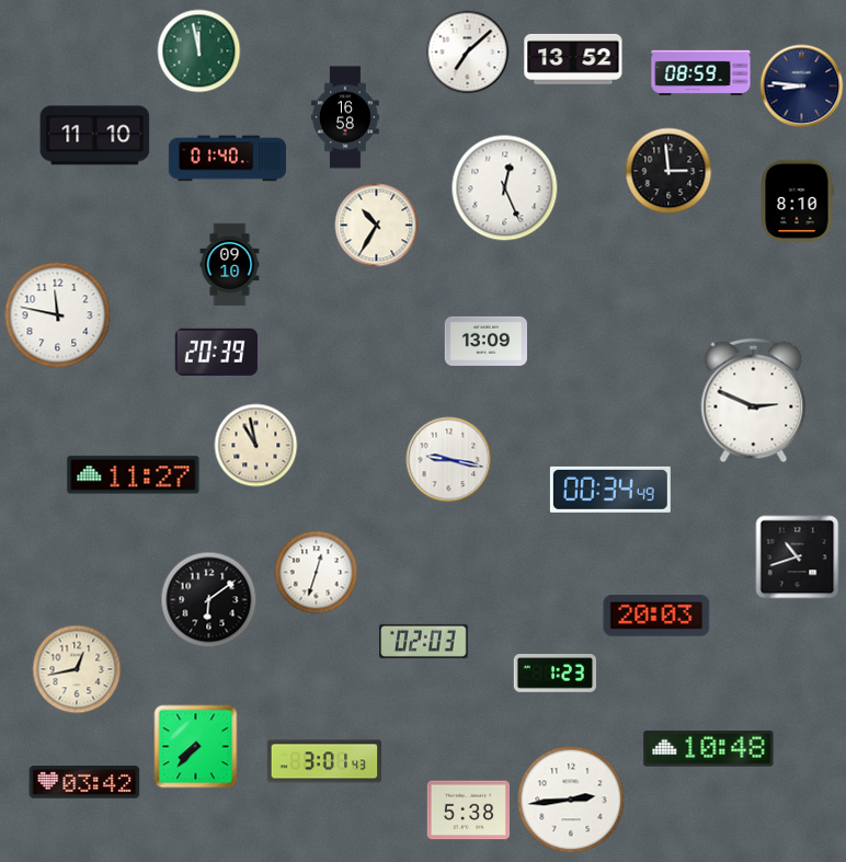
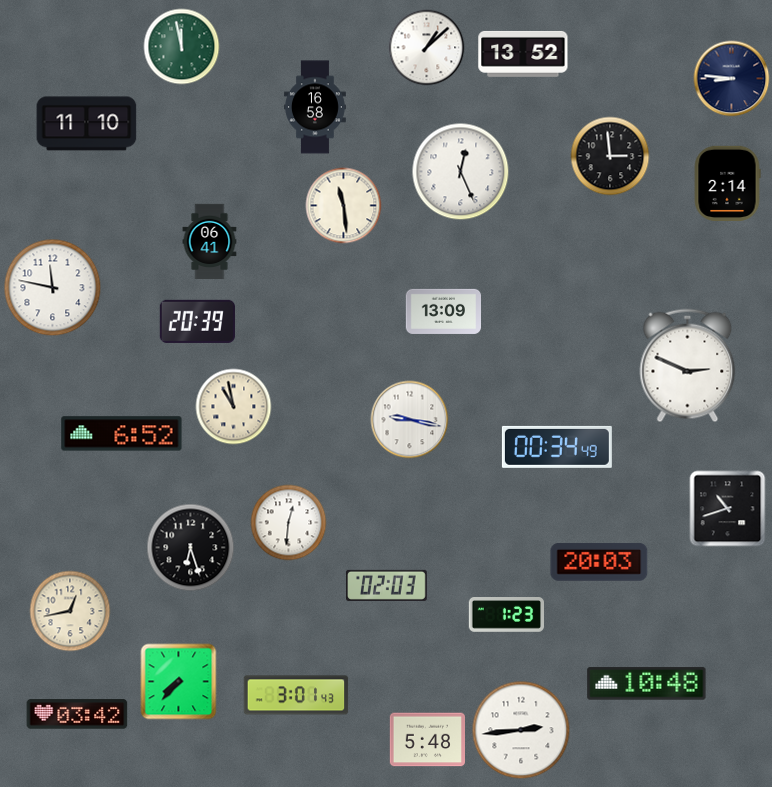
clock at (468, 53): 7:08 -> 1:08
clock at (701, 72): 08:59 -> none
clock at (227, 159): 01:40 -> none
clock at (797, 200): 8:10 -> 2:14
clock at (377, 226): 10:35 -> 11:29
clock at (230, 265): 09:10 -> 06:41
clock at (134, 475): 11:27 -> 6:52
clock at (317, 573): 12:33 -> 12:31
clock at (209, 600): 6:09 -> 6:27
clock at (468, 811): 5:38 -> 5:48
